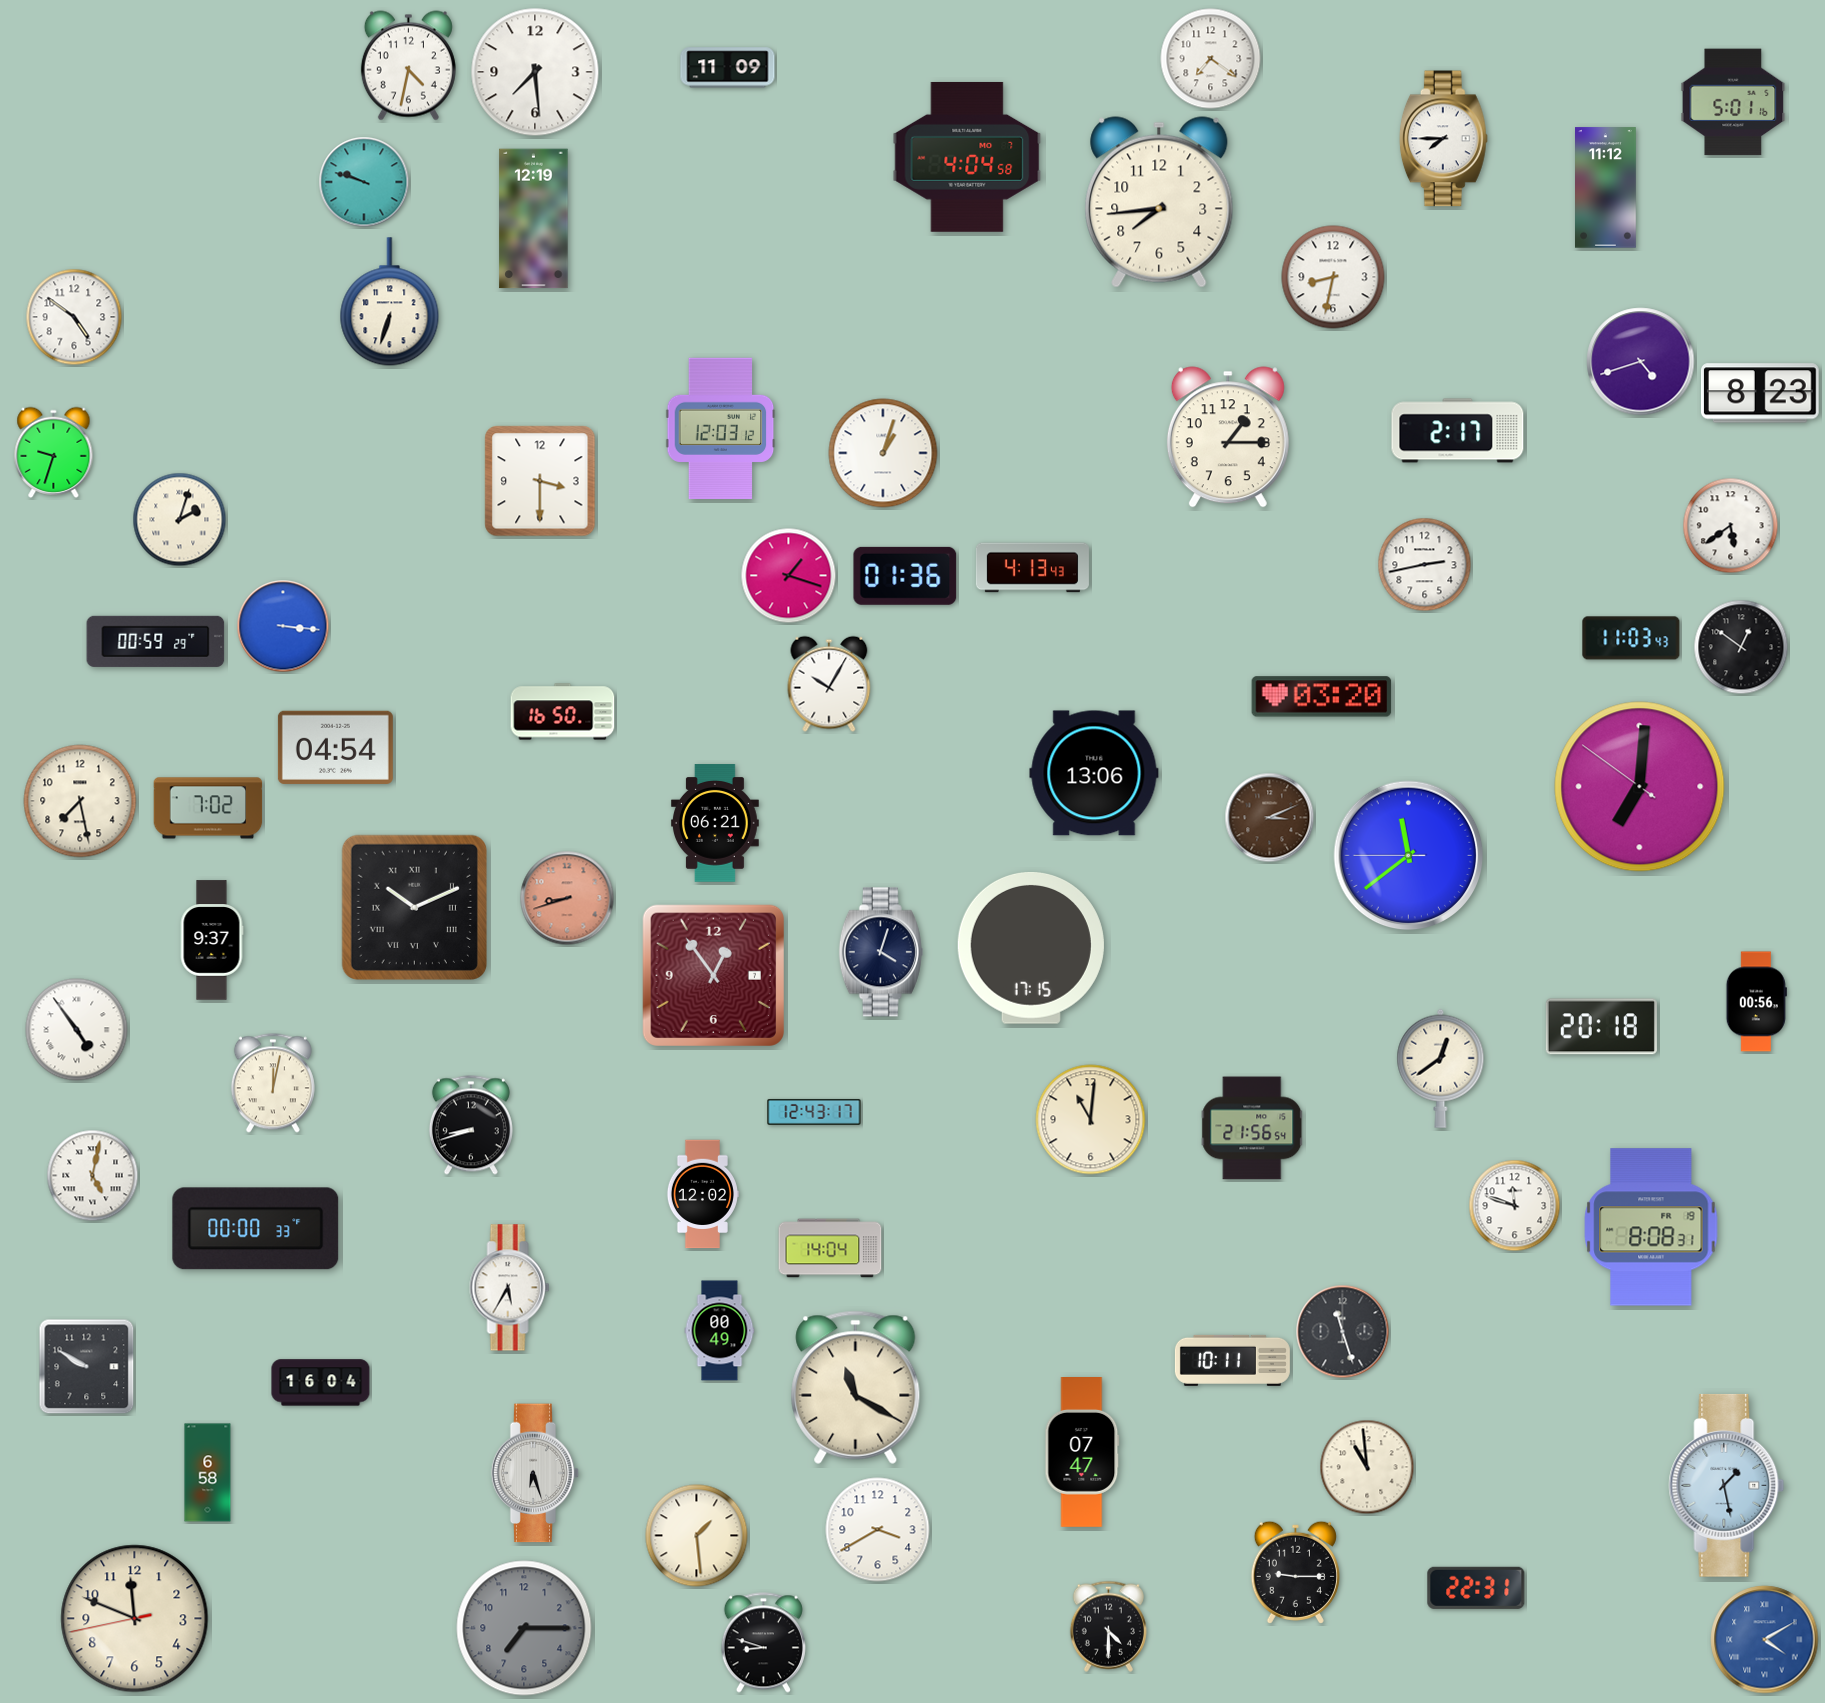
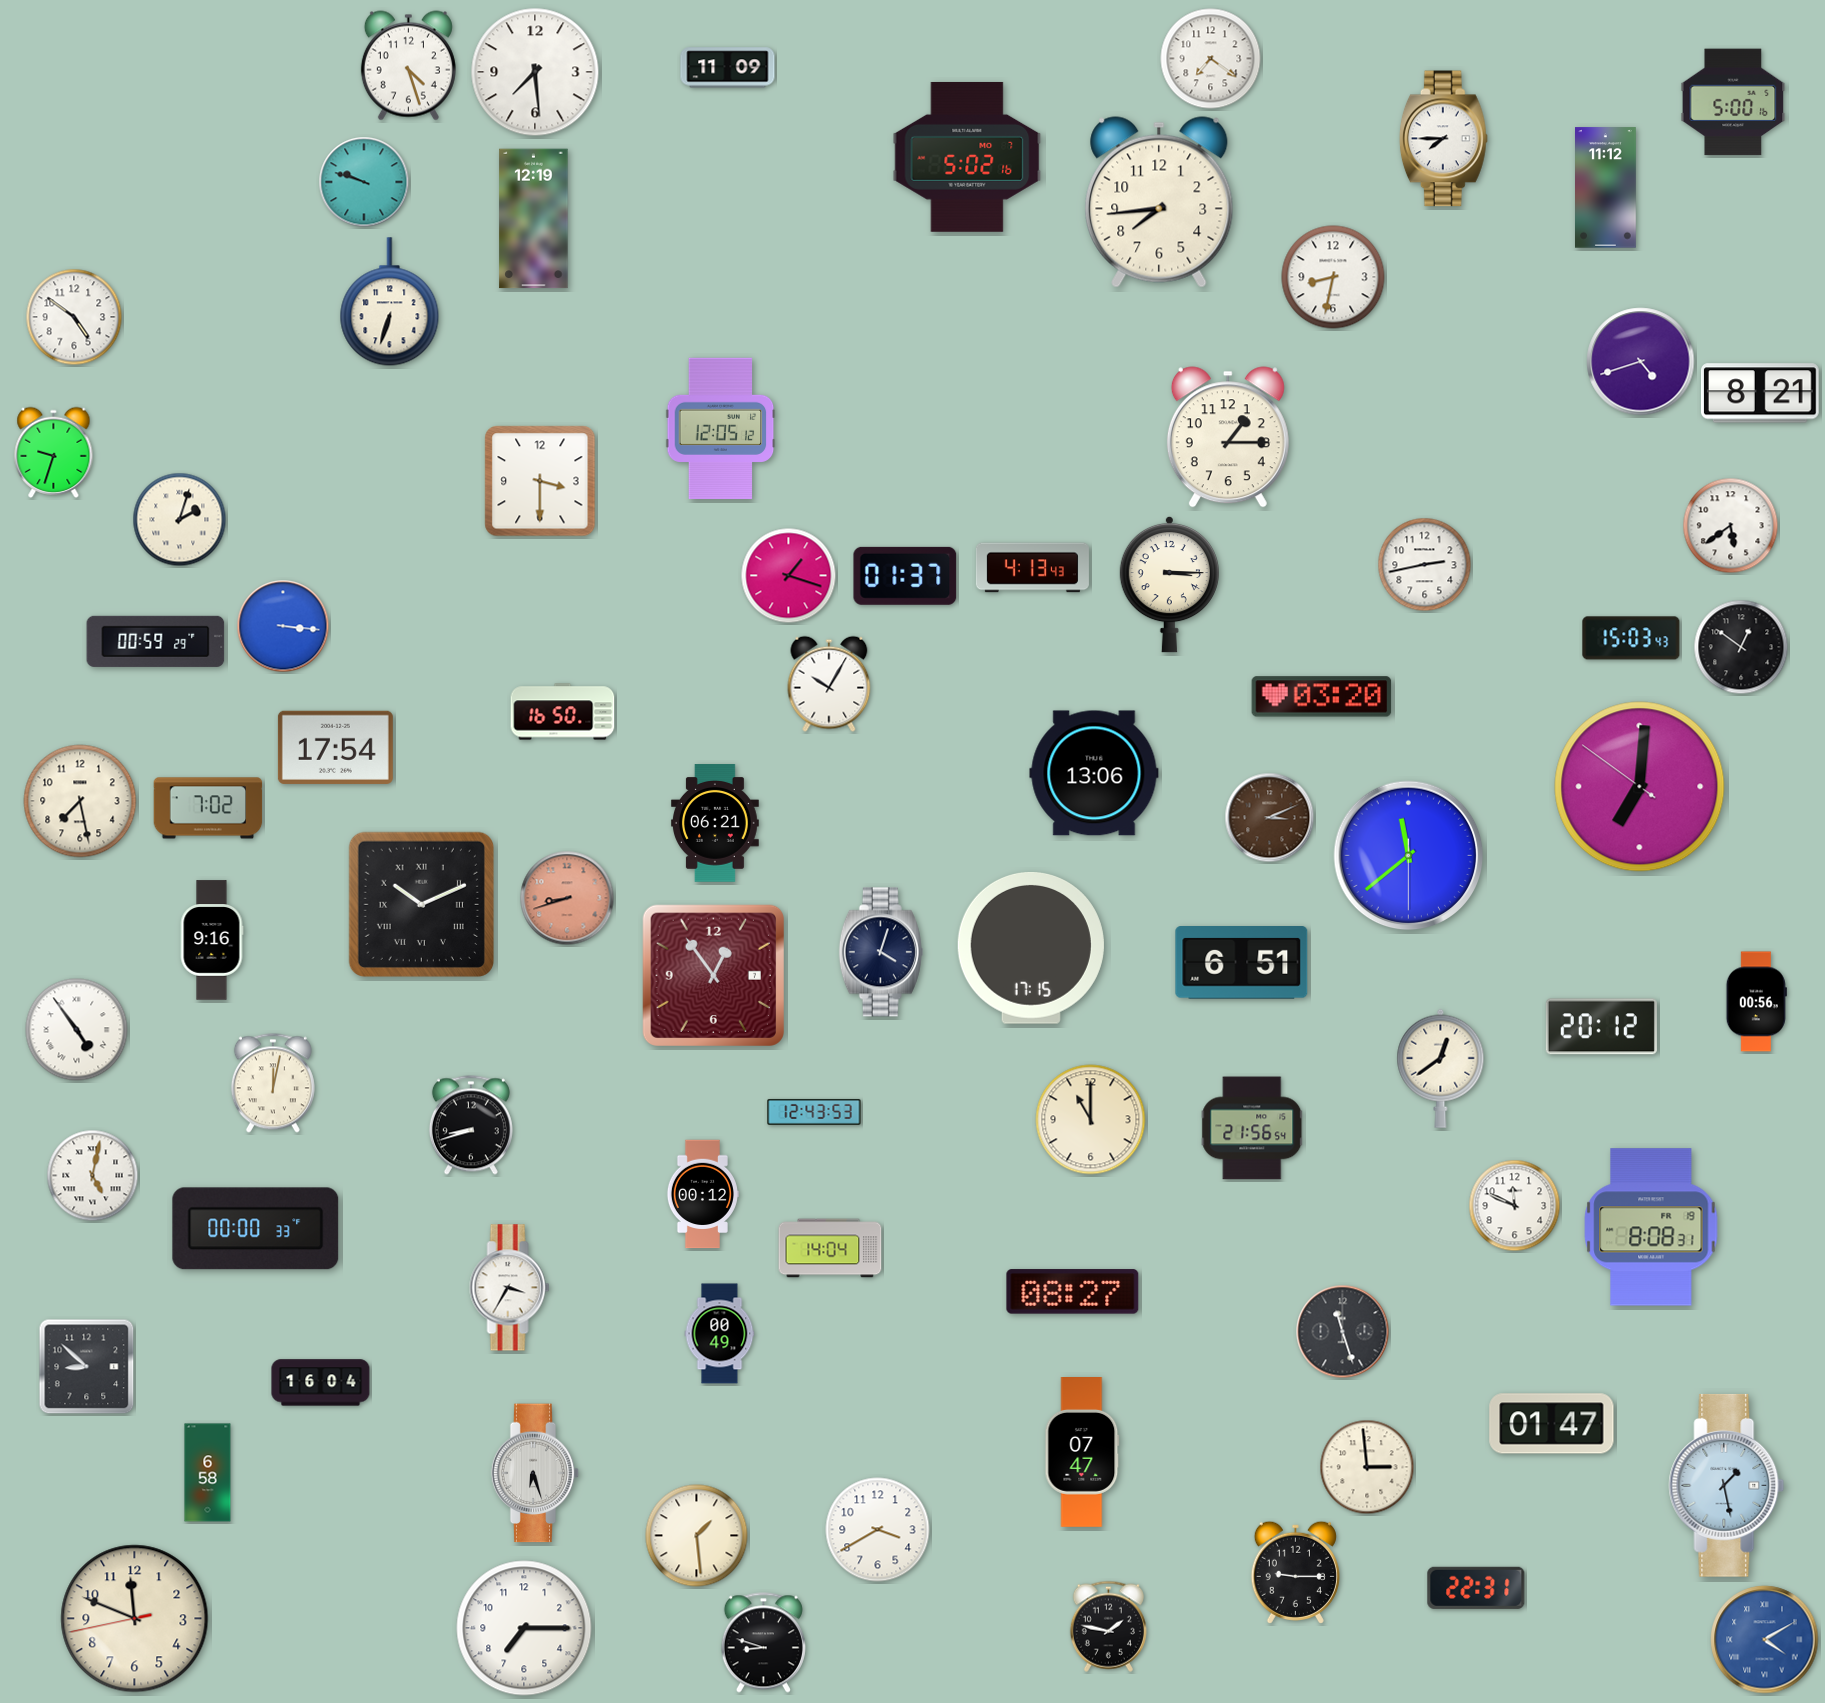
clock at (408, 66): 4:32 -> 4:27
clock at (1733, 102): 5:01 -> 5:00
clock at (967, 157): 4:04 -> 5:02
clock at (1760, 393): 8:23 -> 8:21
clock at (721, 429): 12:03 -> 12:05
clock at (1458, 431): 2:17 -> none
clock at (883, 453): 1:03 -> none
clock at (905, 576): 01:36 -> 01:37
clock at (1169, 584): none -> 3:15
clock at (1631, 638): 11:03 -> 15:03
clock at (335, 747): 04:54 -> 17:54
clock at (1409, 856): 11:38:45 -> 11:38:30
clock at (414, 907) position: (414, 907) -> (421, 904)
clock at (212, 940): 9:37 -> 9:16
clock at (1242, 963): none -> 6:51
clock at (1601, 1027): 20:18 -> 20:12
clock at (814, 1112): 12:43:17 -> 12:43:53
clock at (1091, 1120): 11:01 -> 11:00
clock at (702, 1194): 12:02 -> 00:12
clock at (1515, 1206): 11:48 -> 11:49
clock at (510, 1288): 5:35 -> 3:35
clock at (1073, 1292): none -> 08:27
clock at (720, 1331) position: (720, 1331) -> (720, 1334)
clock at (1232, 1360): 10:11 -> none
clock at (87, 1367): 9:50 -> 8:52
clock at (856, 1387): 11:20 -> none
clock at (1552, 1424): none -> 01:47
clock at (1367, 1467): 10:59 -> 2:59
clock at (1108, 1626): 4:30 -> 1:47
clock at (524, 1628) dial: grey -> white
